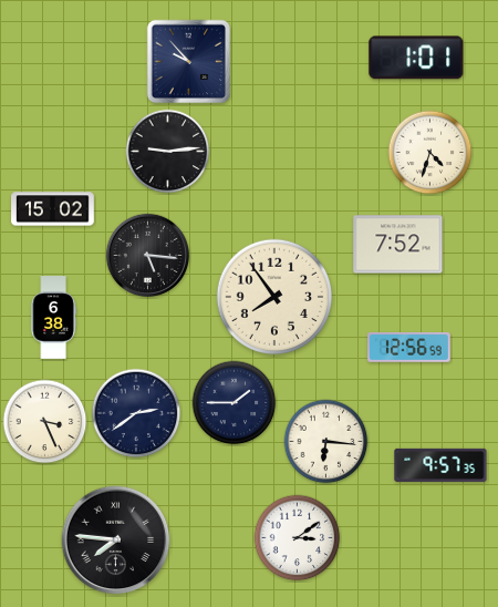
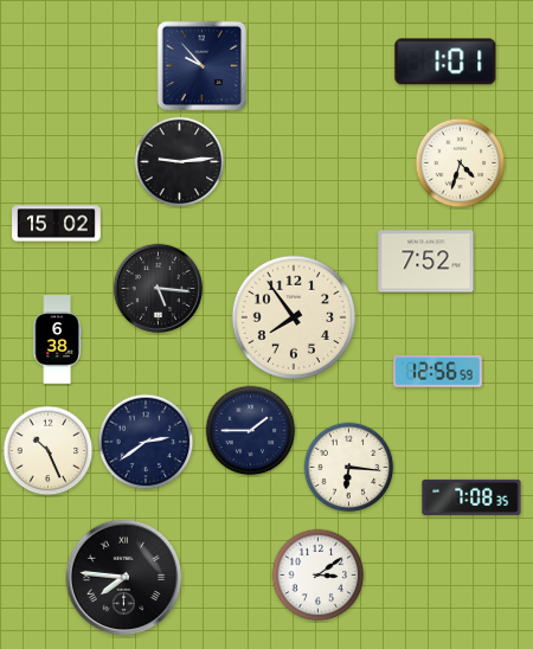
clock at (147, 255) position: (147, 255) -> (158, 288)
clock at (45, 422): 3:26 -> 10:26
clock at (326, 442) position: (326, 442) -> (349, 468)
clock at (440, 465): 9:57 -> 7:08
